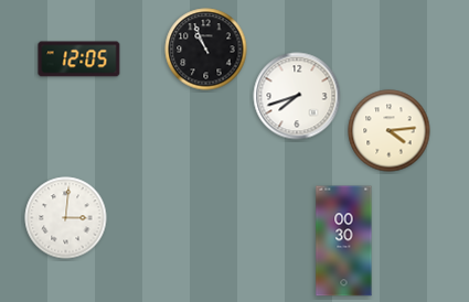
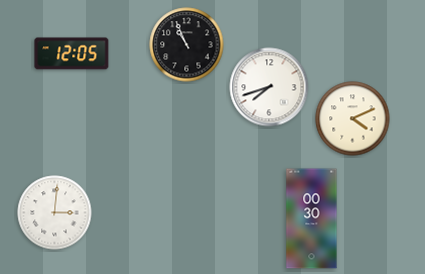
clock at (390, 131): 4:14 -> 4:11
clock at (66, 218) position: (66, 218) -> (55, 213)
